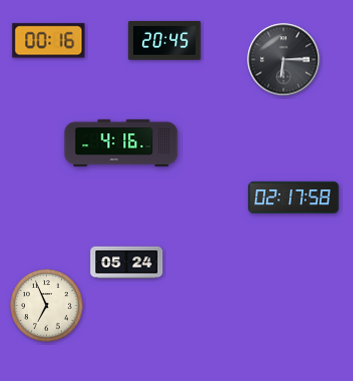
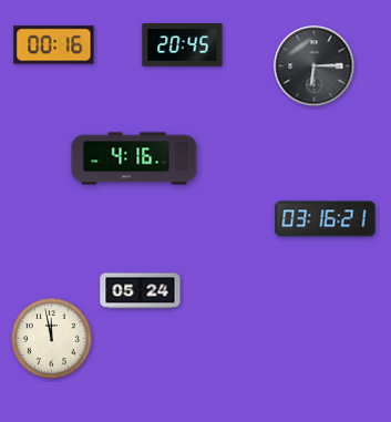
clock at (294, 198): 02:17 -> 03:16
clock at (47, 306): 6:56 -> 11:58
